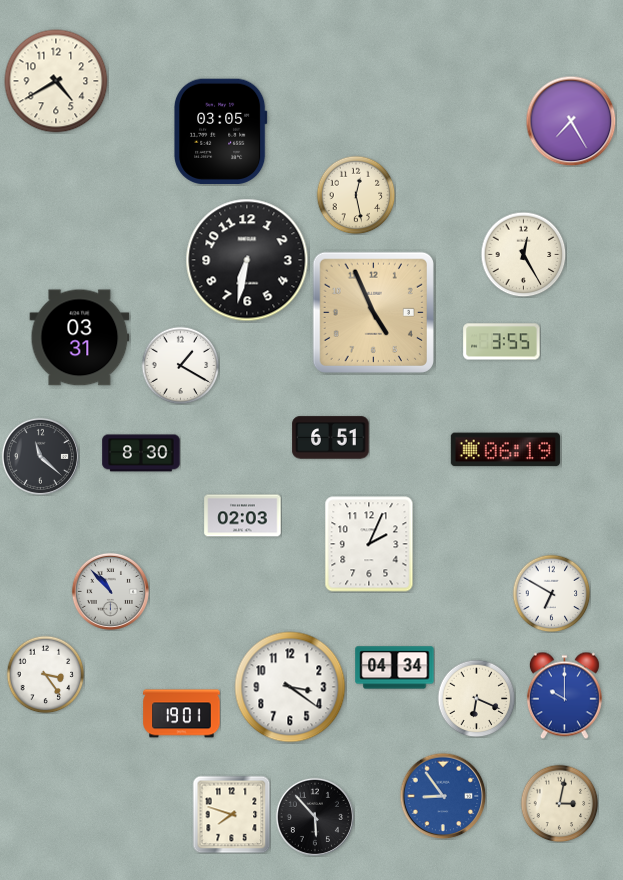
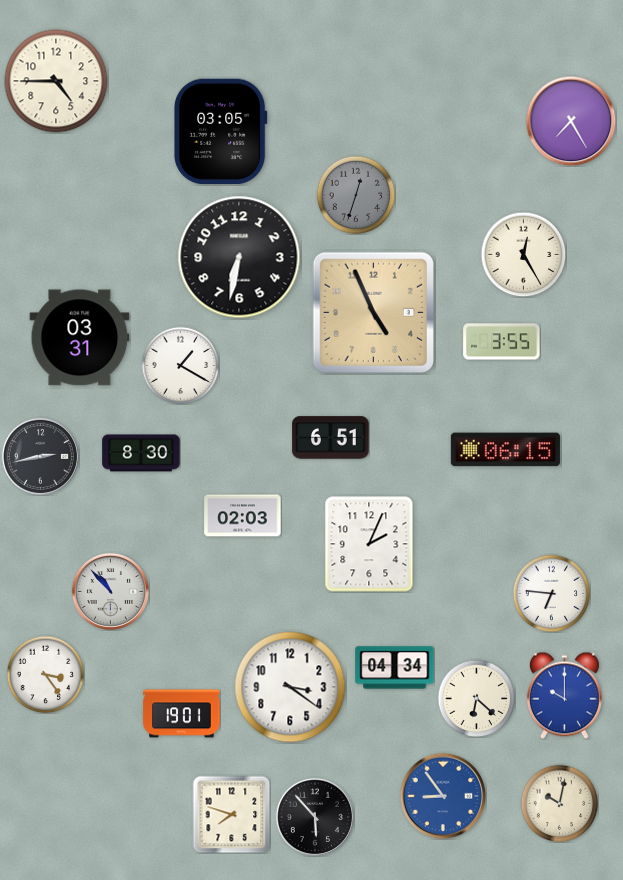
clock at (56, 81): 4:40 -> 4:45
clock at (356, 195): 12:28 -> 12:33
clock at (356, 195) dial: cream -> grey
clock at (247, 260) position: (247, 260) -> (239, 257)
clock at (505, 450): 06:19 -> 06:15
clock at (40, 456): 11:22 -> 2:43
clock at (551, 593): 6:50 -> 6:46
clock at (476, 698): 6:19 -> 6:22
clock at (559, 803): 3:02 -> 10:02
